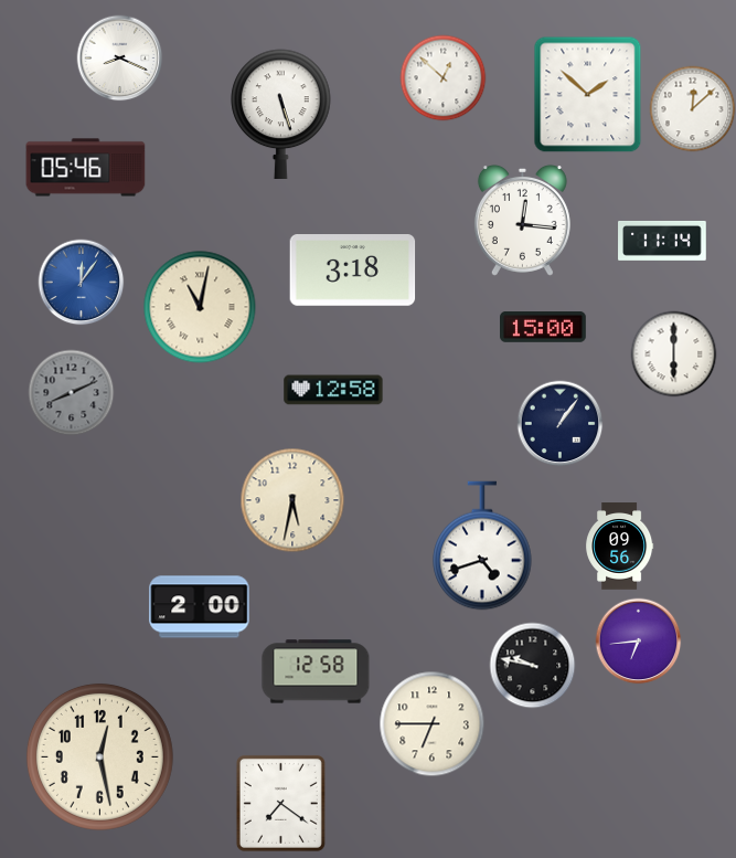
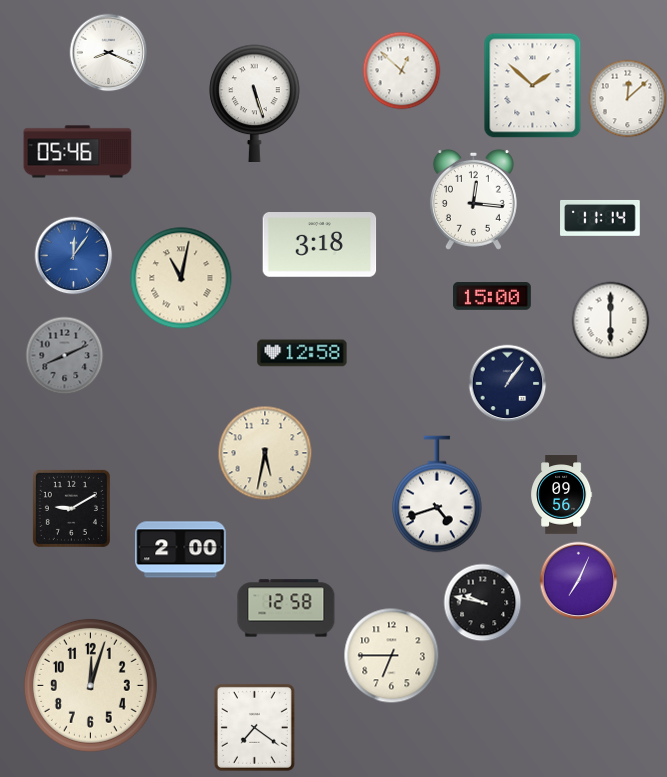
clock at (71, 508): none -> 9:10
clock at (638, 640): 6:44 -> 7:04
clock at (99, 756): 12:28 -> 12:03
